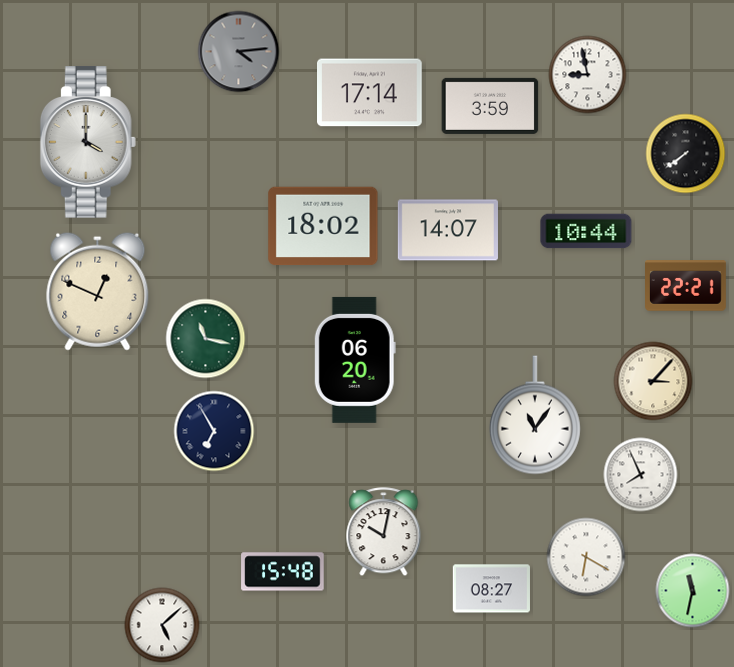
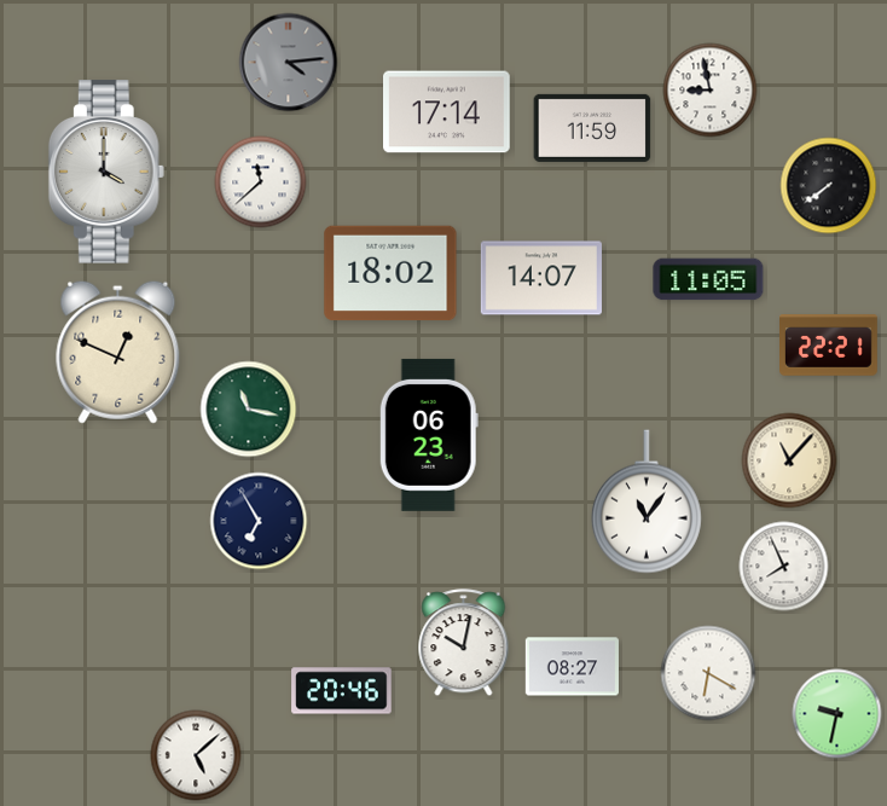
clock at (490, 106): 3:59 -> 11:59
clock at (261, 182): none -> 11:38
clock at (586, 231): 10:44 -> 11:05
clock at (355, 360): 06:20 -> 06:23
clock at (653, 381): 3:07 -> 11:07
clock at (641, 475) position: (641, 475) -> (784, 567)
clock at (283, 572): 15:48 -> 20:46
clock at (491, 589) position: (491, 589) -> (572, 667)
clock at (693, 591): 11:32 -> 9:32
